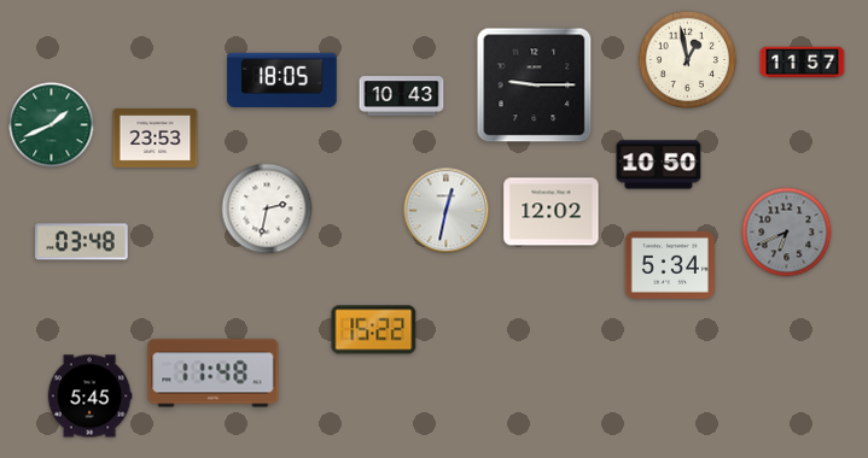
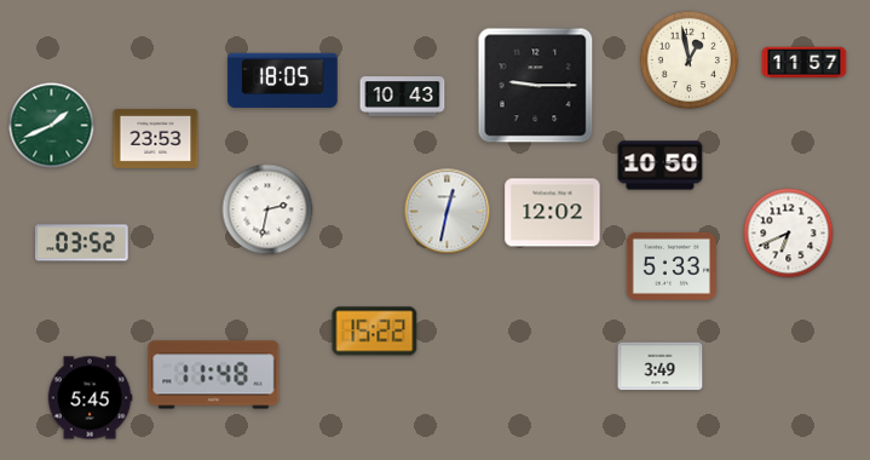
clock at (787, 233) dial: grey -> white
clock at (82, 242): 03:48 -> 03:52
clock at (670, 265): 5:34 -> 5:33
clock at (661, 367): none -> 3:49
